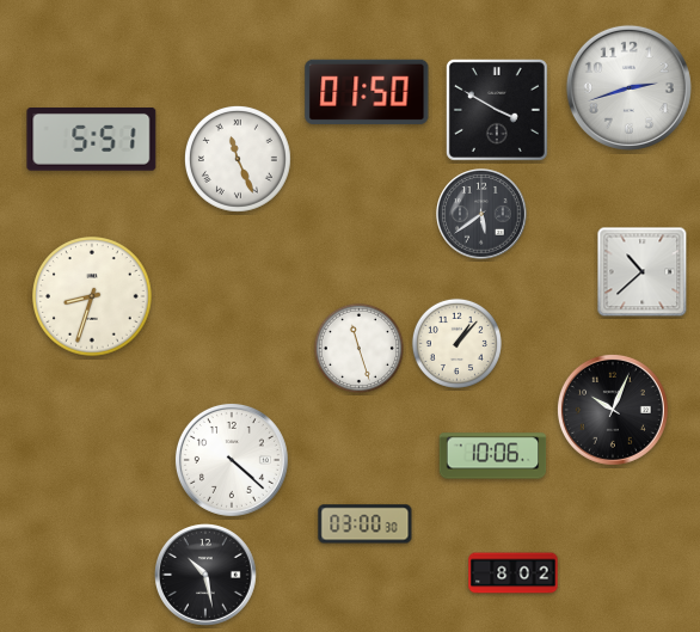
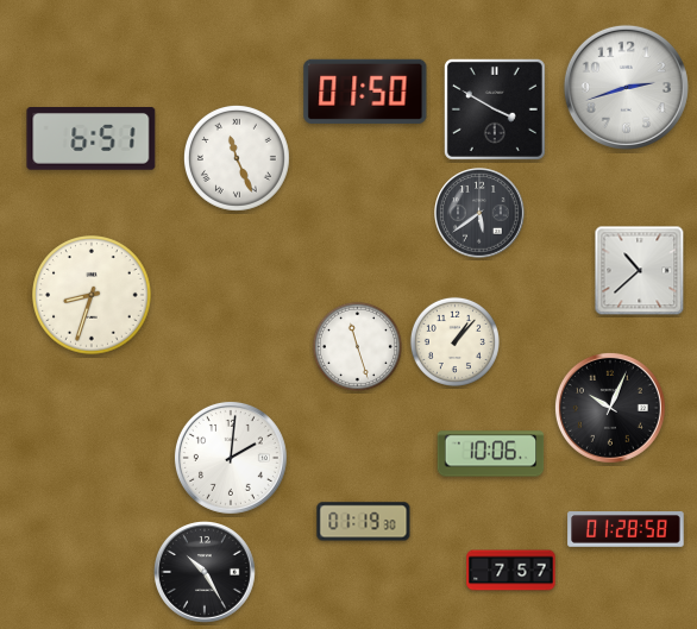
clock at (92, 140): 5:51 -> 6:51
clock at (232, 460): 4:22 -> 2:01
clock at (366, 524): 03:00 -> 01:19
clock at (626, 530): none -> 01:28
clock at (514, 573): 8:02 -> 7:57
clock at (207, 576): 10:28 -> 10:25
